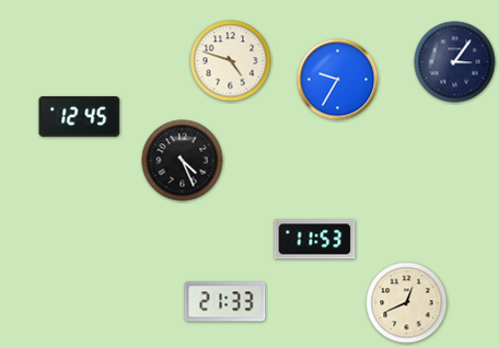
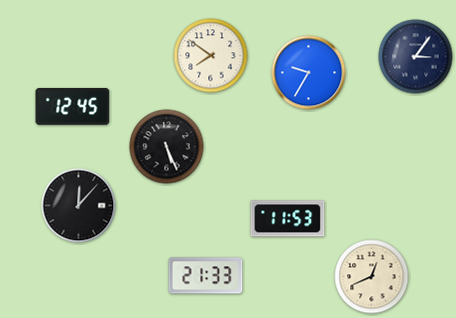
clock at (231, 61): 4:48 -> 7:51
clock at (183, 161): 4:26 -> 5:26
clock at (79, 206): none -> 12:07
